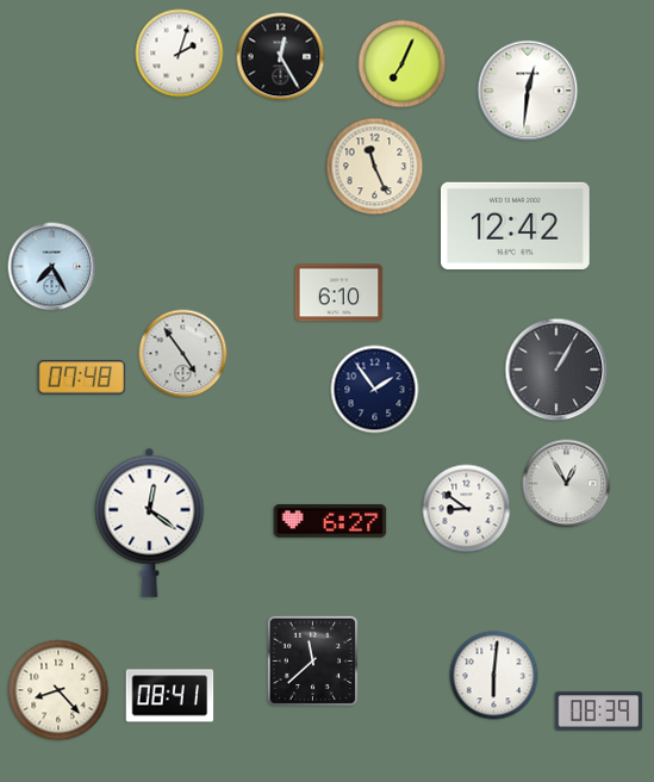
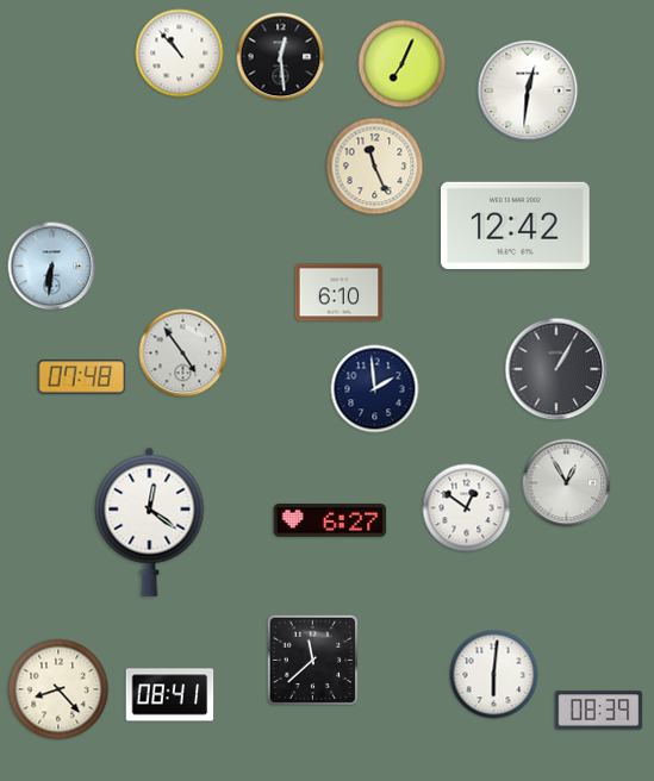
clock at (180, 54): 2:03 -> 10:53
clock at (281, 57): 12:25 -> 12:29
clock at (52, 267): 7:25 -> 6:31
clock at (375, 390): 1:54 -> 1:59
clock at (467, 509): 8:51 -> 12:51
